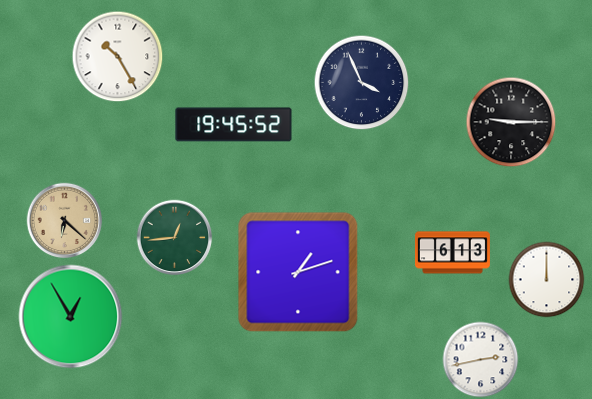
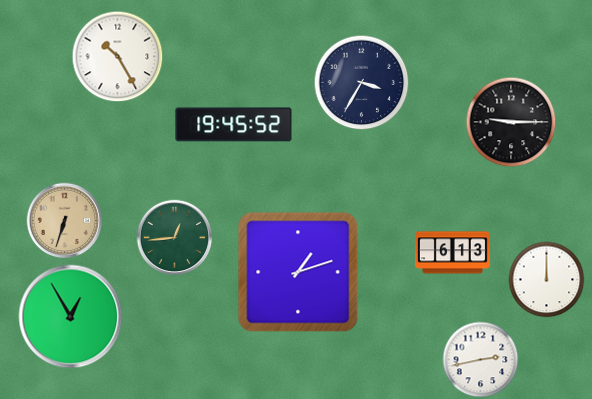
clock at (362, 83): 3:56 -> 3:35
clock at (65, 221): 6:22 -> 6:33
